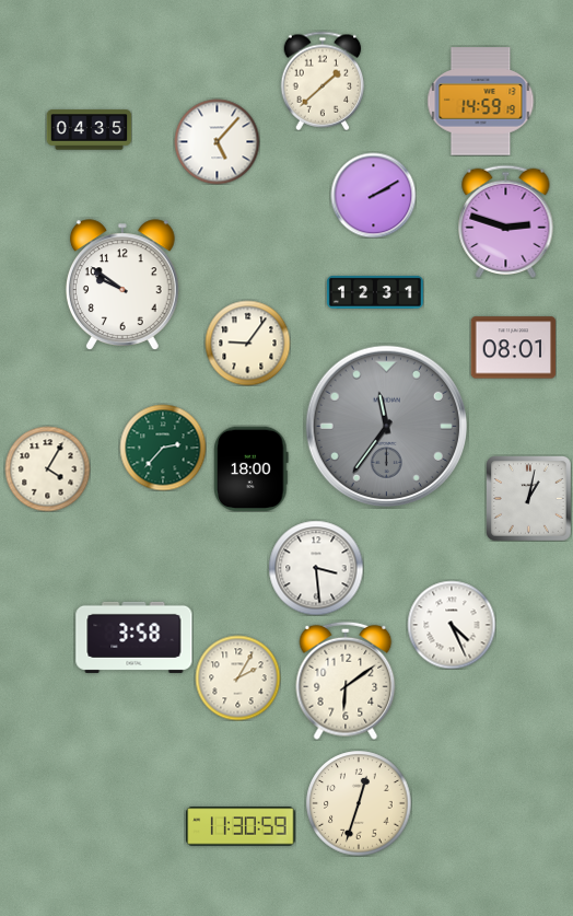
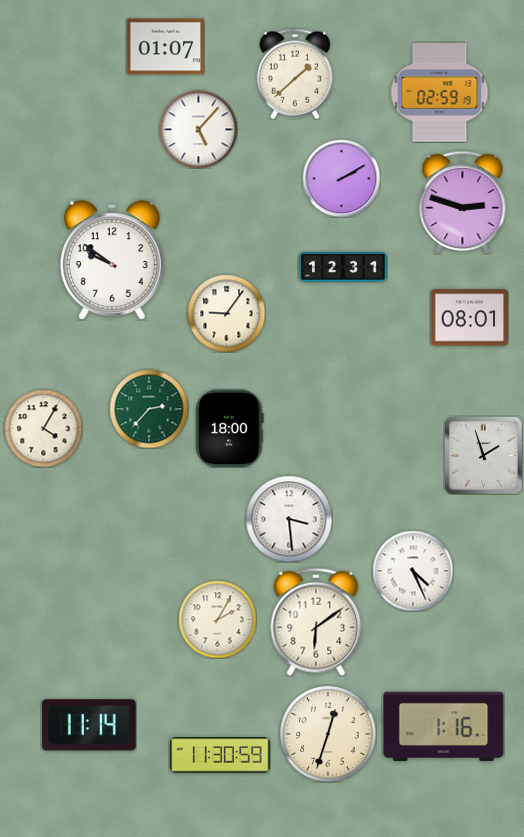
clock at (165, 47): none -> 01:07
clock at (481, 102): 14:59 -> 02:59
clock at (89, 130): 04:35 -> none
clock at (386, 426): 11:36 -> none
clock at (529, 499): 1:02 -> 1:57
clock at (135, 637): 3:58 -> none
clock at (89, 725): none -> 11:14
clock at (444, 726): none -> 1:16
